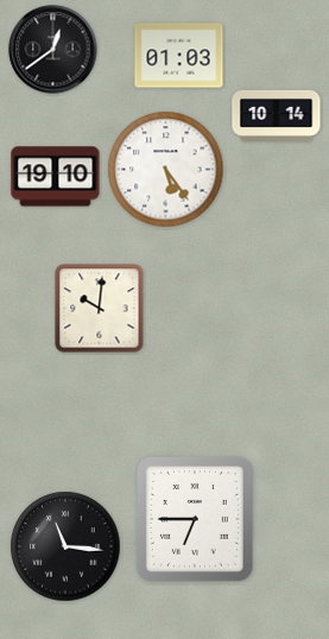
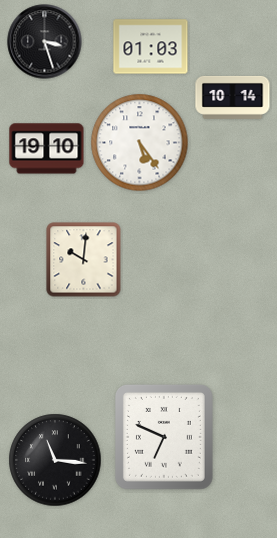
clock at (53, 50): 12:39 -> 3:27
clock at (195, 519): 6:45 -> 6:49
